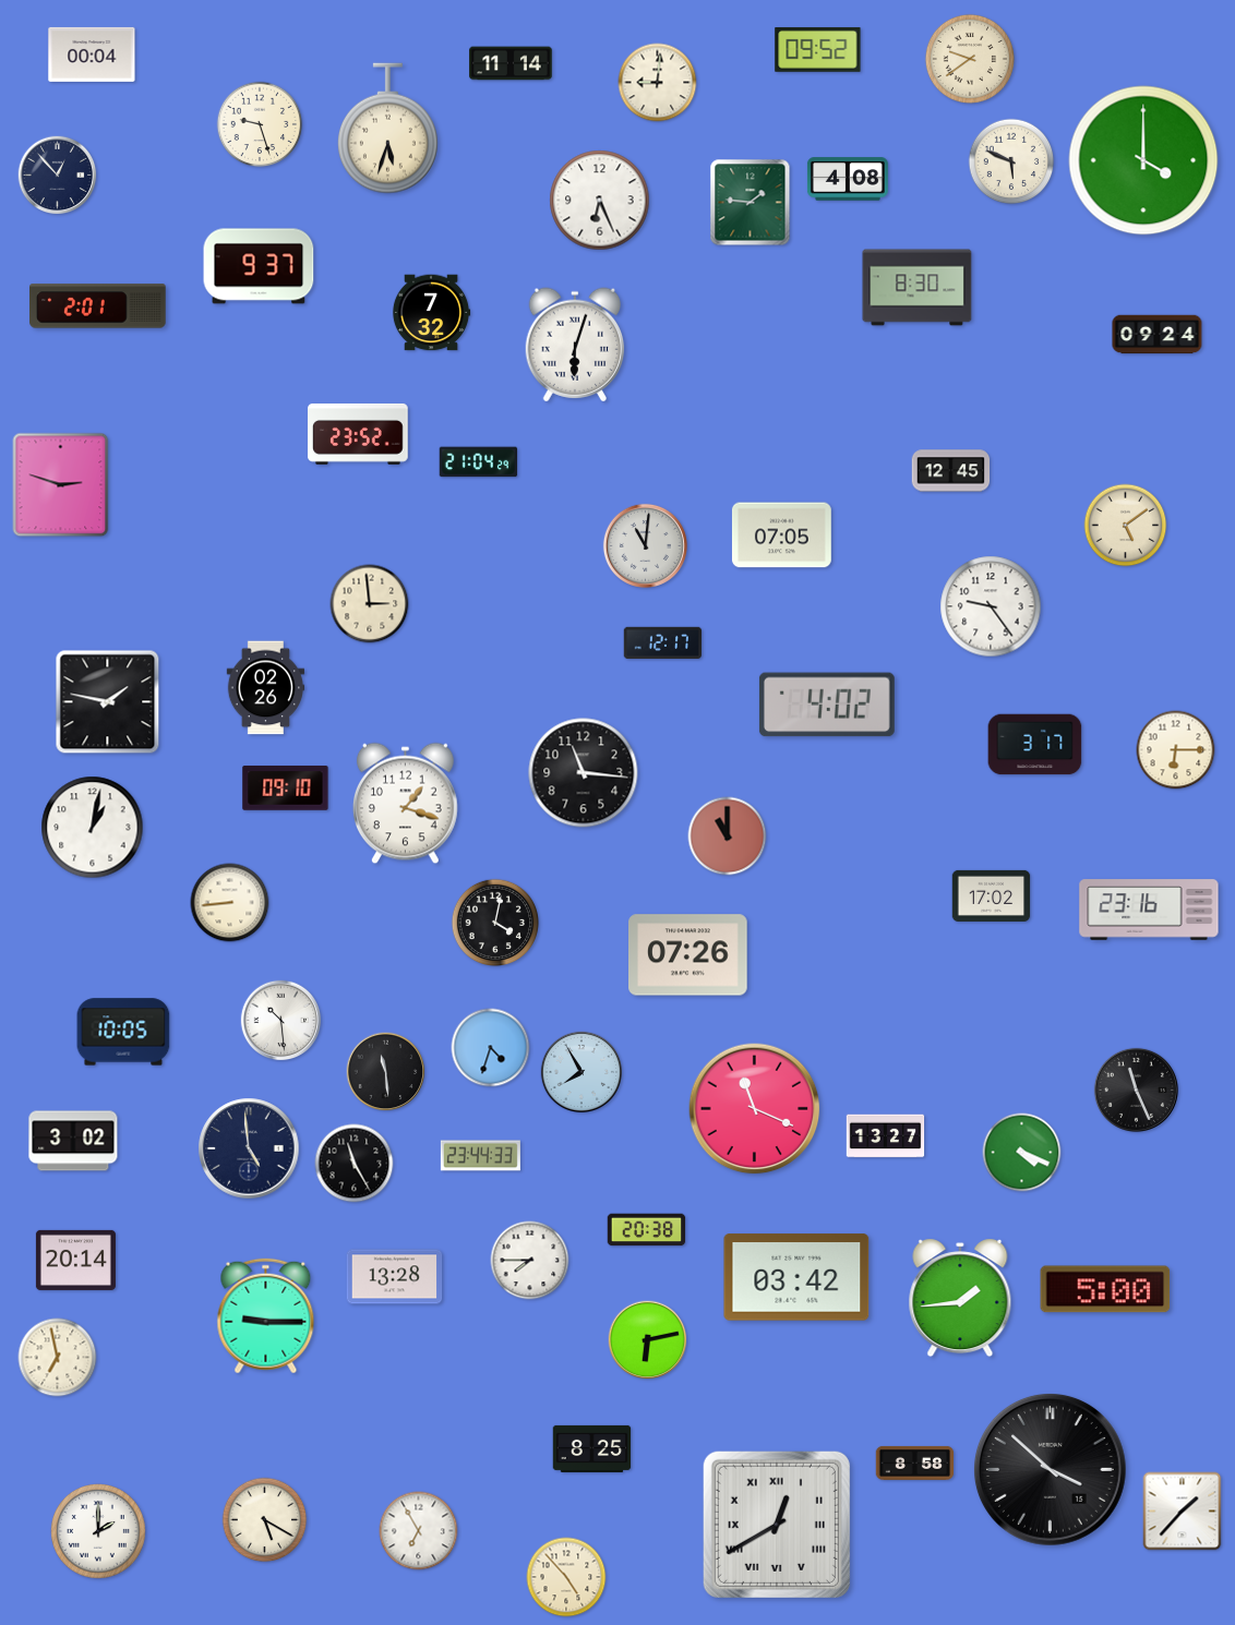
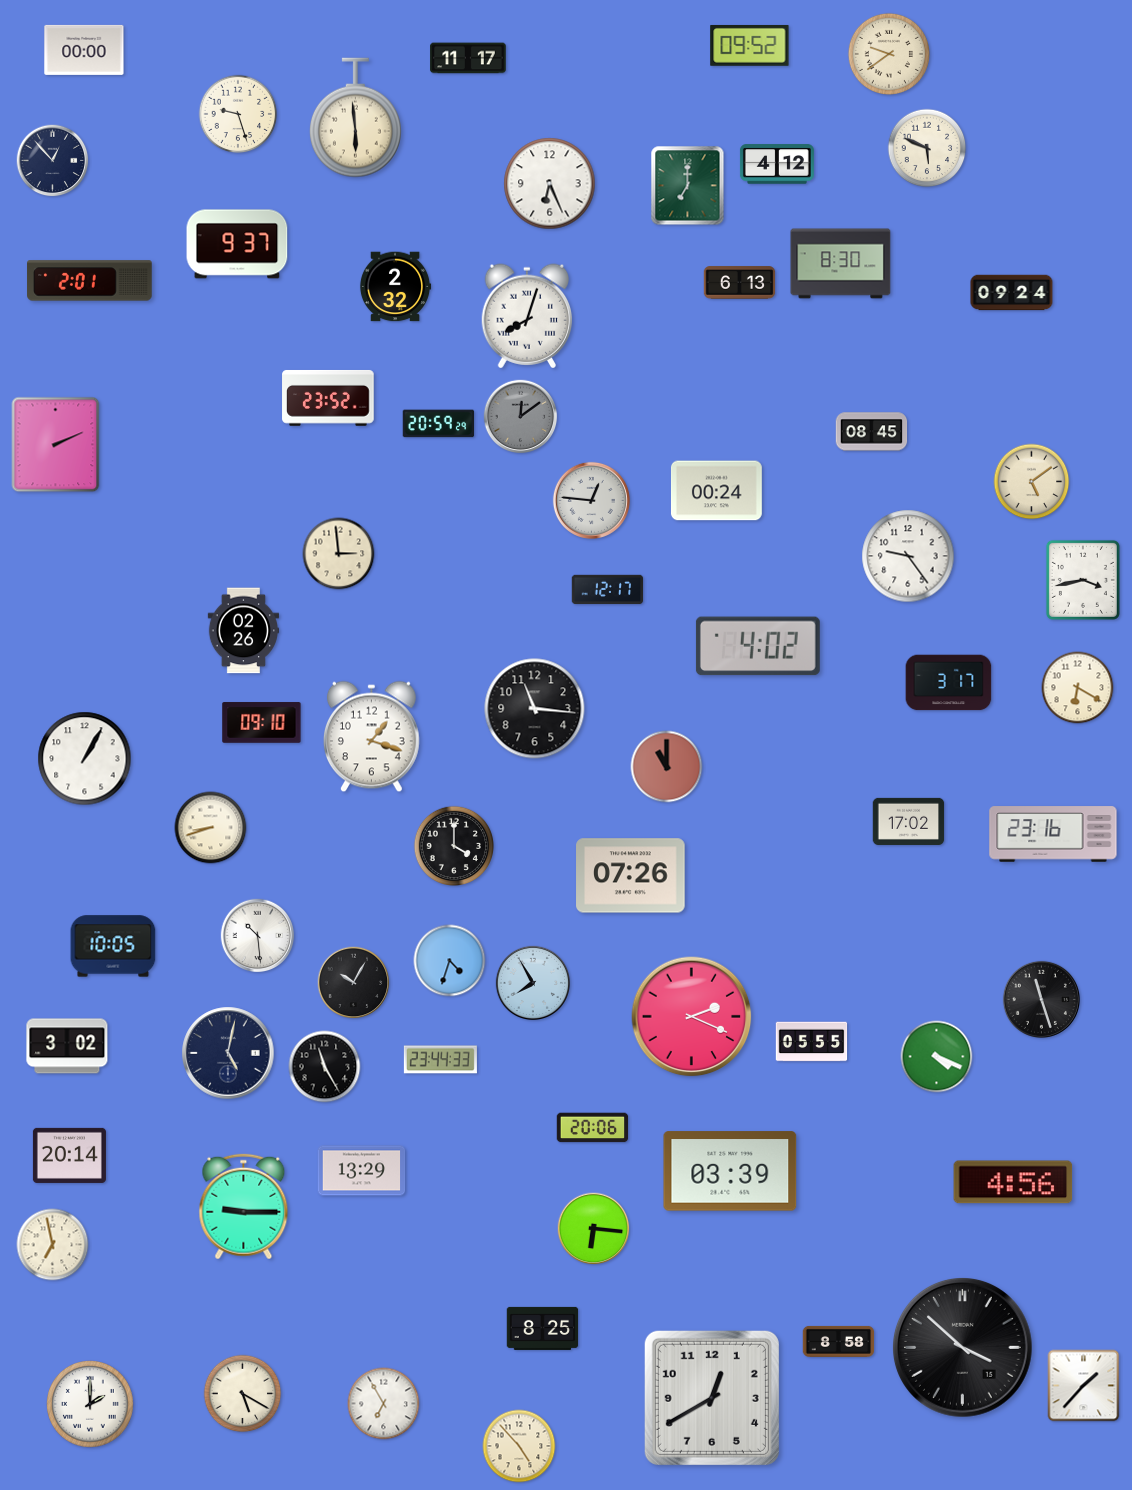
clock at (92, 55): 00:04 -> 00:00
clock at (511, 63): 11:14 -> 11:17
clock at (658, 83): 9:01 -> none
clock at (387, 129): 5:33 -> 5:59
clock at (1143, 160): 4:00 -> none
clock at (848, 179): 4:08 -> 4:12
clock at (751, 203): 1:46 -> 7:00
clock at (740, 283): none -> 6:13
clock at (431, 313): 7:32 -> 2:32
clock at (1158, 335) position: (1158, 335) -> (1012, 293)
clock at (575, 345): 6:03 -> 8:03
clock at (521, 417): none -> 12:09
clock at (479, 462): 21:04 -> 20:59
clock at (951, 471): 12:45 -> 08:45
clock at (61, 485): 2:48 -> 2:11
clock at (781, 535): 07:05 -> 00:24
clock at (645, 545): 11:01 -> 12:46
clock at (1083, 580): none -> 3:43
clock at (108, 702): 1:47 -> none
clock at (1176, 750): 6:15 -> 6:20
clock at (93, 828): 1:02 -> 1:05
clock at (230, 903): 8:44 -> 8:42
clock at (495, 923): 4:02 -> 4:00
clock at (386, 1072): 11:29 -> 10:05
clock at (1136, 1090): 11:26 -> 11:27
clock at (755, 1109): 11:19 -> 2:19
clock at (886, 1136): 13:27 -> 05:55
clock at (249, 1148): 4:59 -> 5:02
clock at (647, 1230): 20:38 -> 20:06
clock at (530, 1261): 7:45 -> none
clock at (395, 1277): 13:28 -> 13:29
clock at (796, 1277): 03:42 -> 03:39
clock at (1105, 1289): 5:00 -> 4:56
clock at (960, 1298): 1:44 -> none
clock at (648, 1340): 6:13 -> 6:16
clock at (777, 1525) numerals: Roman -> Arabic
